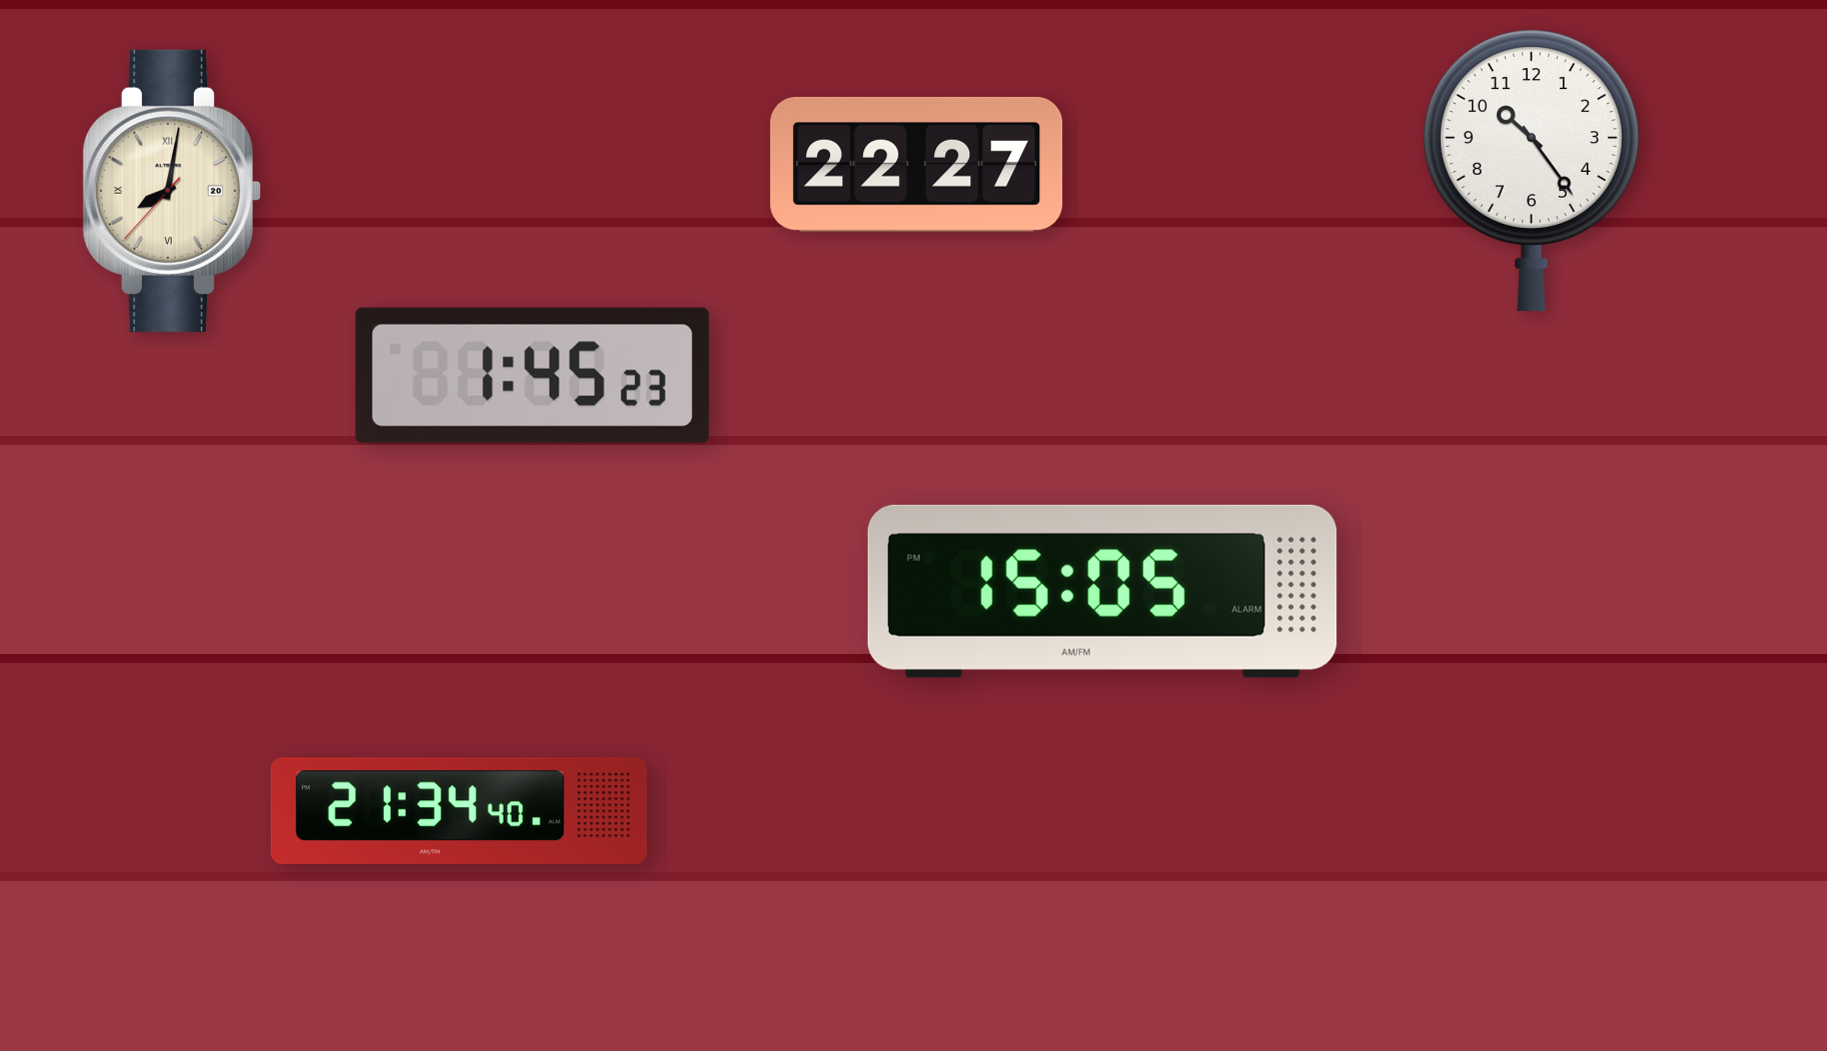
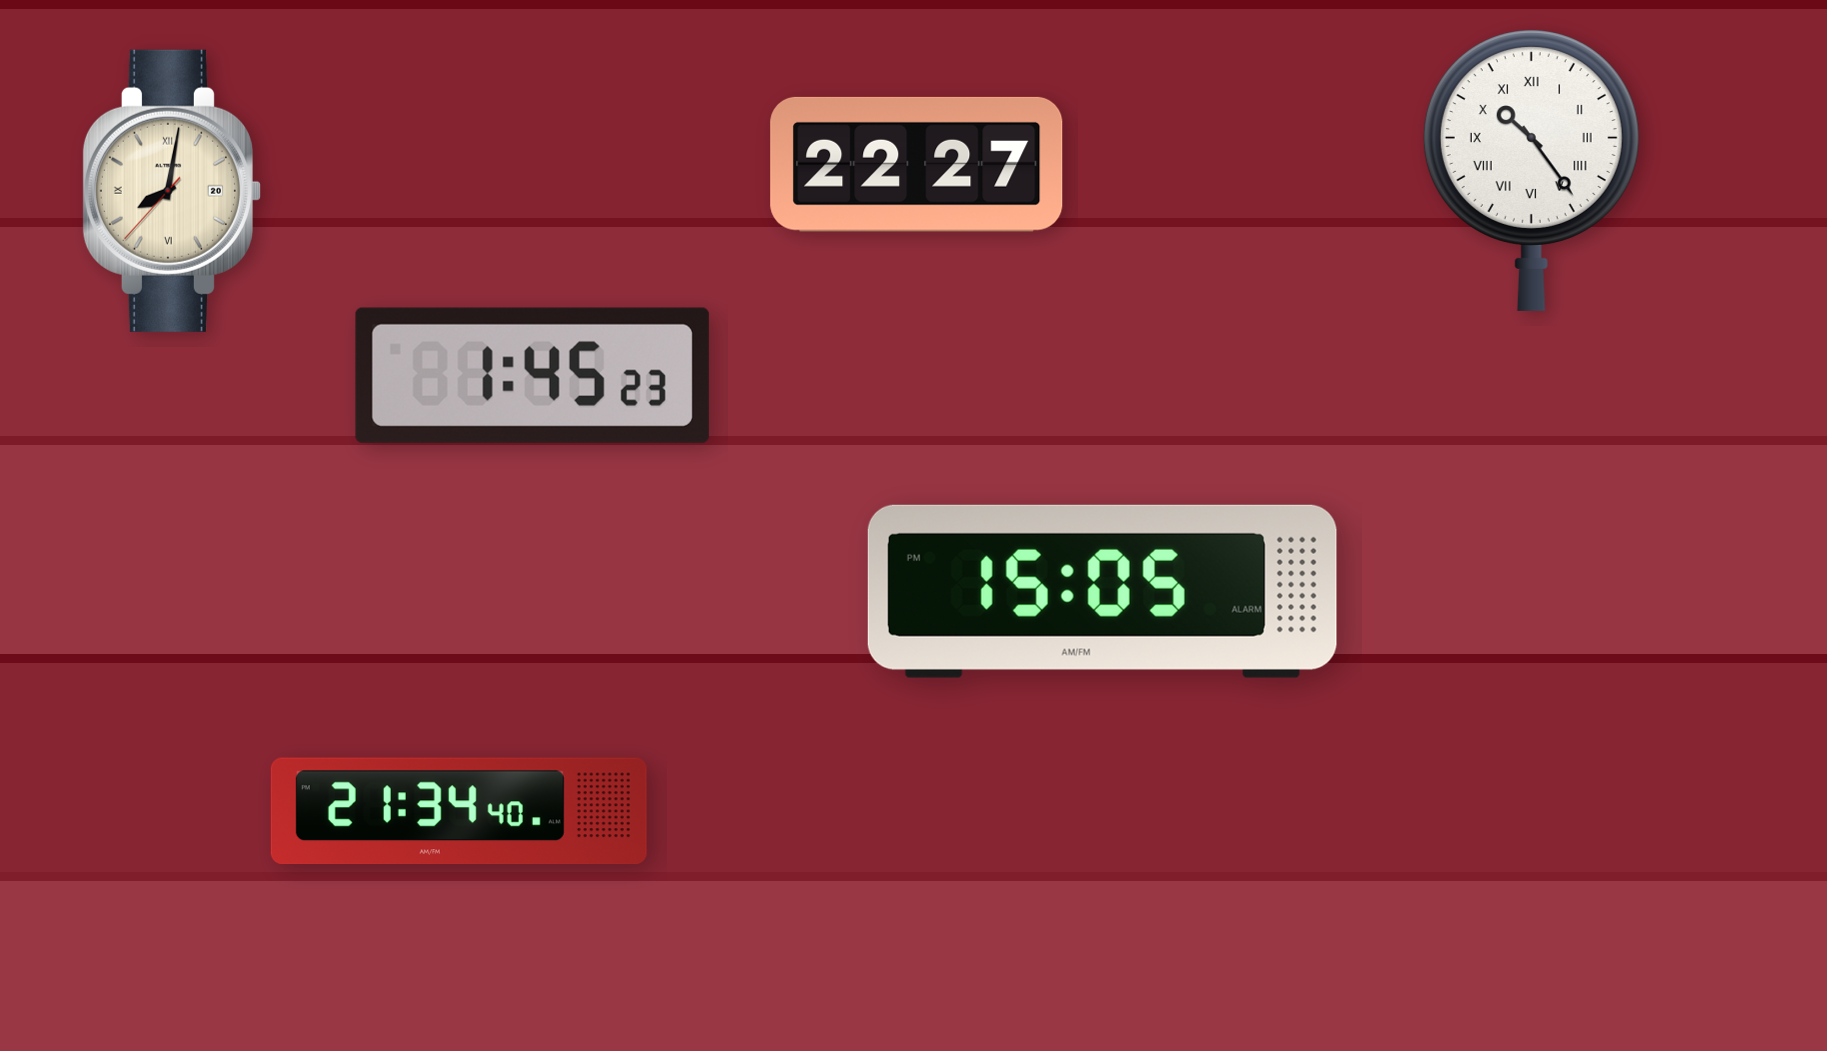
clock at (1531, 170) numerals: Arabic -> Roman
